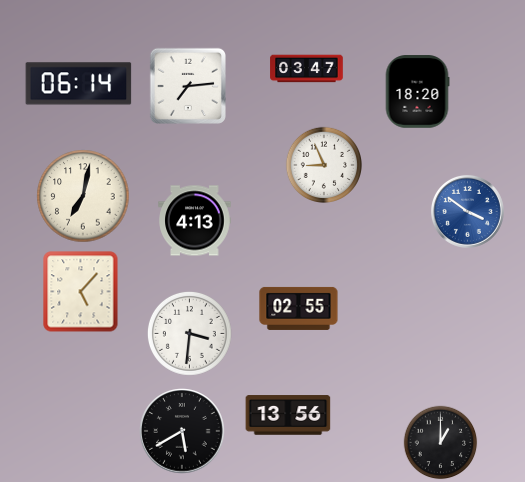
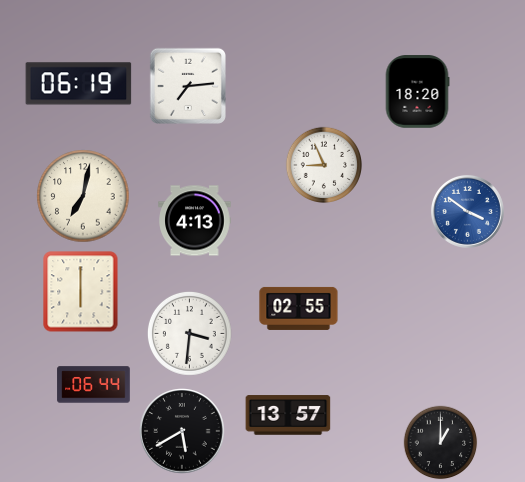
clock at (307, 69): 03:47 -> none
clock at (79, 84): 06:14 -> 06:19
clock at (81, 292): 5:07 -> 6:00
clock at (94, 385): none -> 06:44
clock at (288, 415): 13:56 -> 13:57
